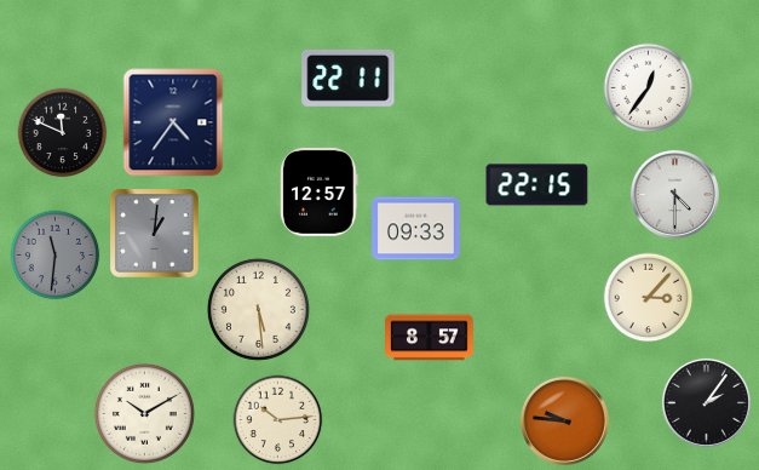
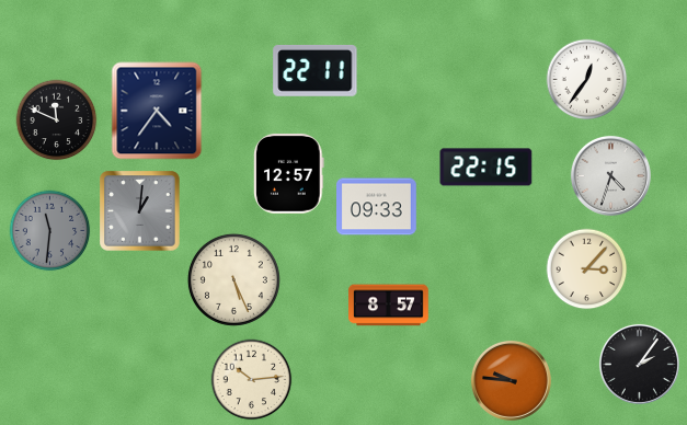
clock at (674, 194): 4:30 -> 4:33
clock at (258, 309): 5:29 -> 5:26
clock at (144, 413): 10:10 -> none
